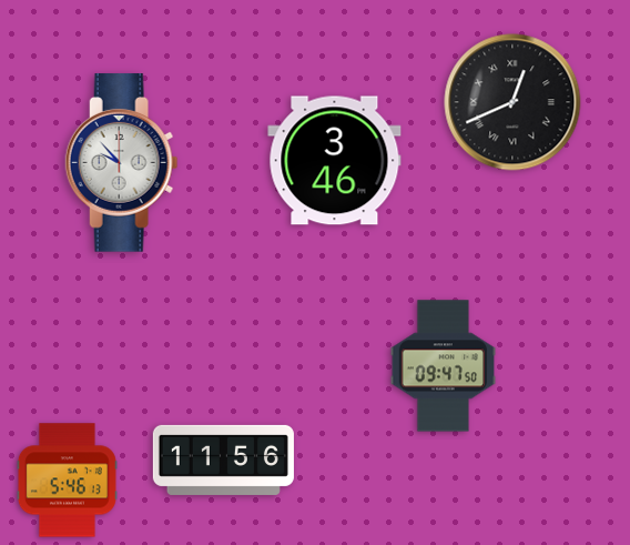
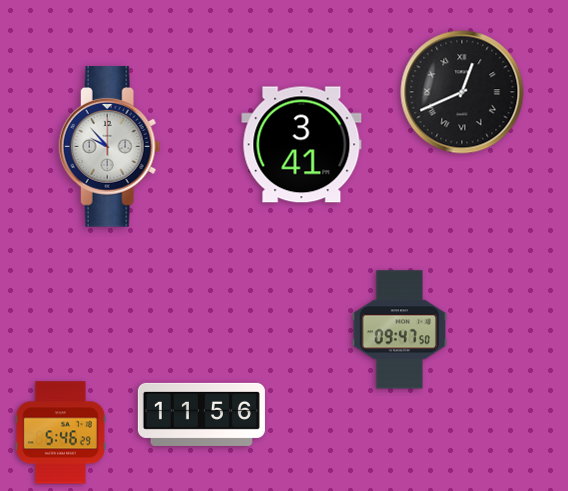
clock at (335, 161): 3:46 -> 3:41
clock at (67, 481): 5:46:13 -> 5:46:29
